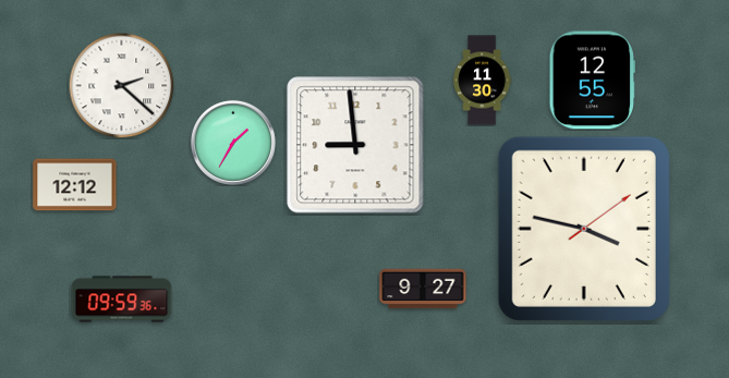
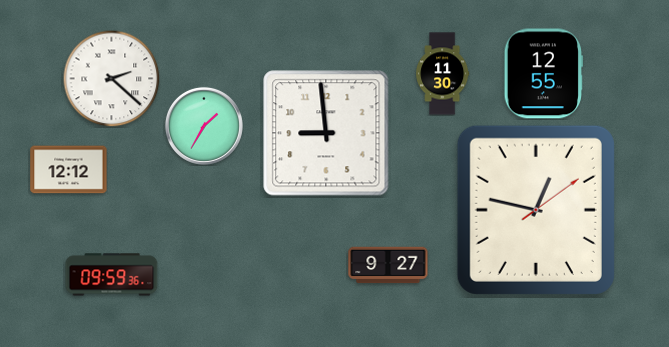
clock at (233, 143) position: (233, 143) -> (204, 126)
clock at (584, 229): 3:47 -> 12:47
